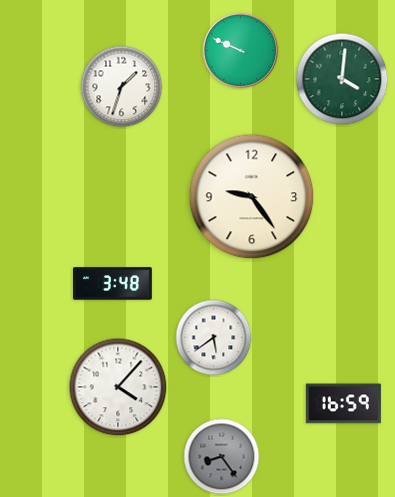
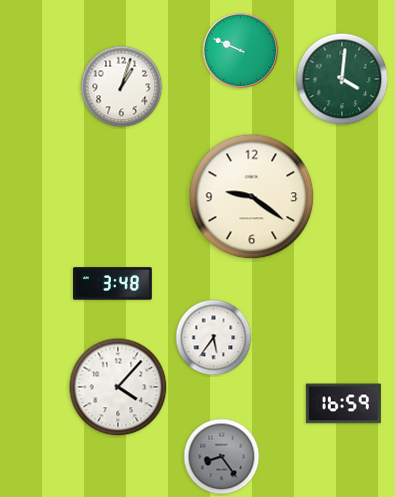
clock at (122, 87): 1:33 -> 1:03
clock at (252, 197): 9:24 -> 9:21
clock at (214, 338): 5:39 -> 5:36
